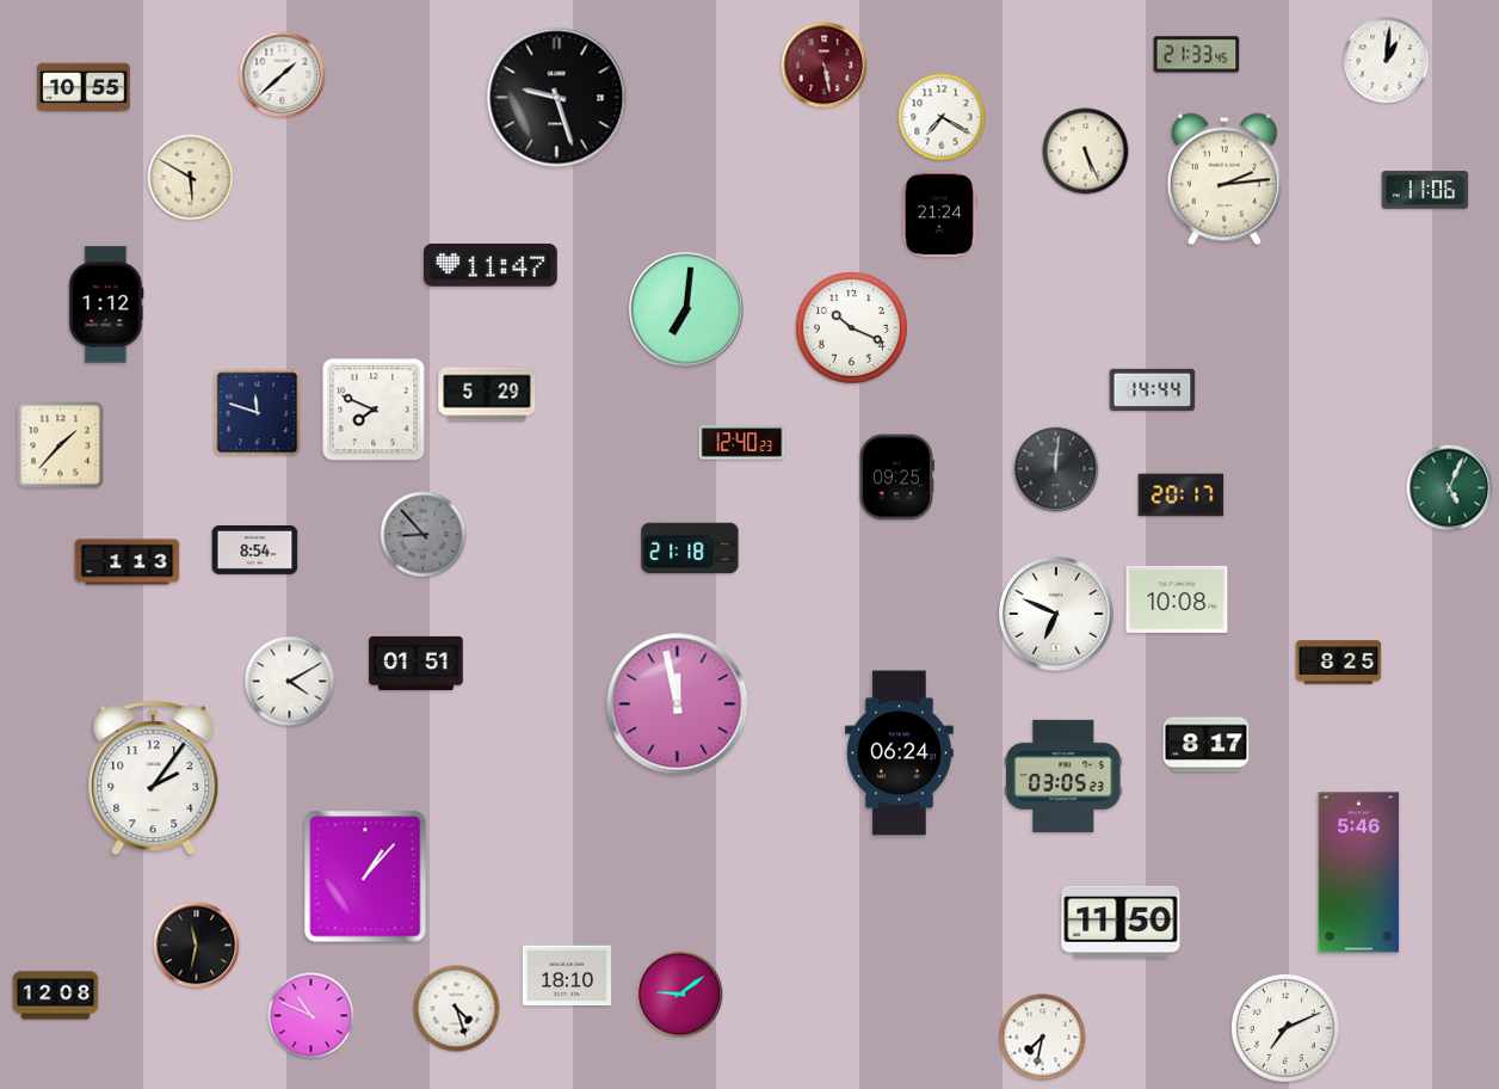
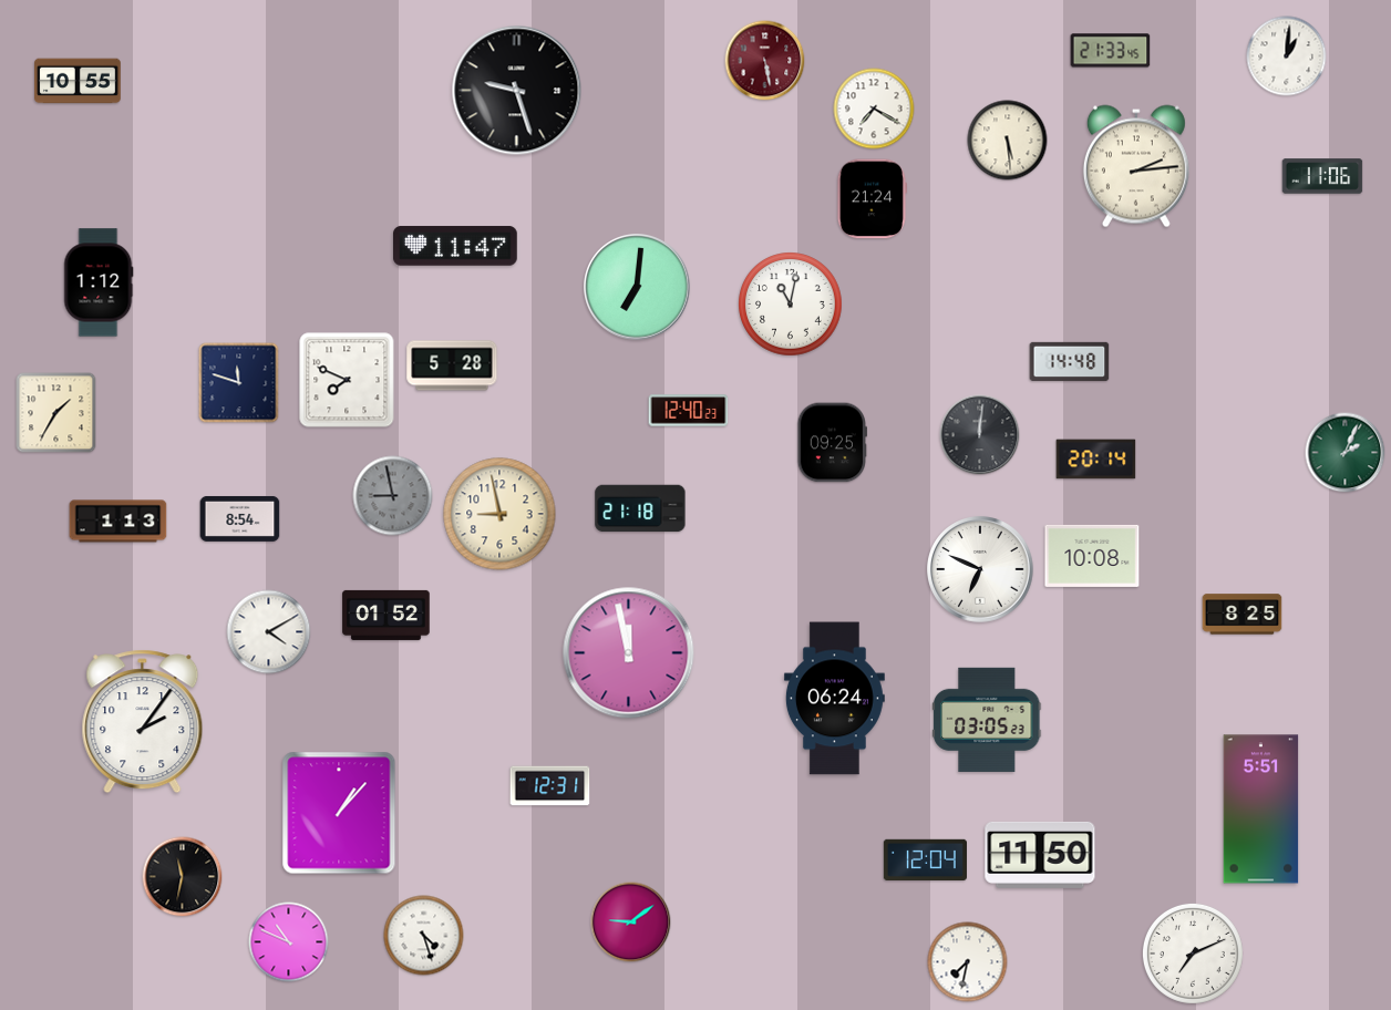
clock at (283, 75): 1:38 -> none
clock at (1086, 152): 5:26 -> 5:29
clock at (191, 178): 5:50 -> none
clock at (852, 328): 10:19 -> 11:02
clock at (1153, 389): 14:44 -> 14:48
clock at (487, 394): 5:29 -> 5:28
clock at (61, 445): 1:37 -> 1:35
clock at (1450, 488): 5:04 -> 2:04
clock at (1182, 496): 20:17 -> 20:14
clock at (424, 535): 8:53 -> 8:58
clock at (255, 549) position: (255, 549) -> (240, 518)
clock at (499, 514): none -> 8:58
clock at (417, 663): 01:51 -> 01:52
clock at (1207, 745): 8:17 -> none
clock at (550, 786): none -> 12:31
clock at (1359, 873): 5:46 -> 5:51
clock at (925, 859): none -> 12:04
clock at (566, 976): 18:10 -> none
clock at (56, 996): 12:08 -> none
